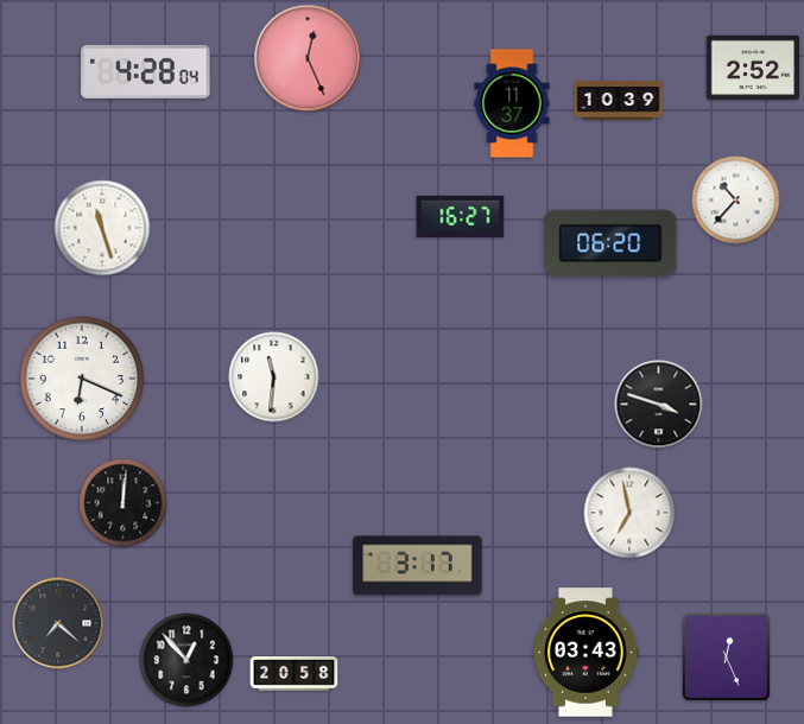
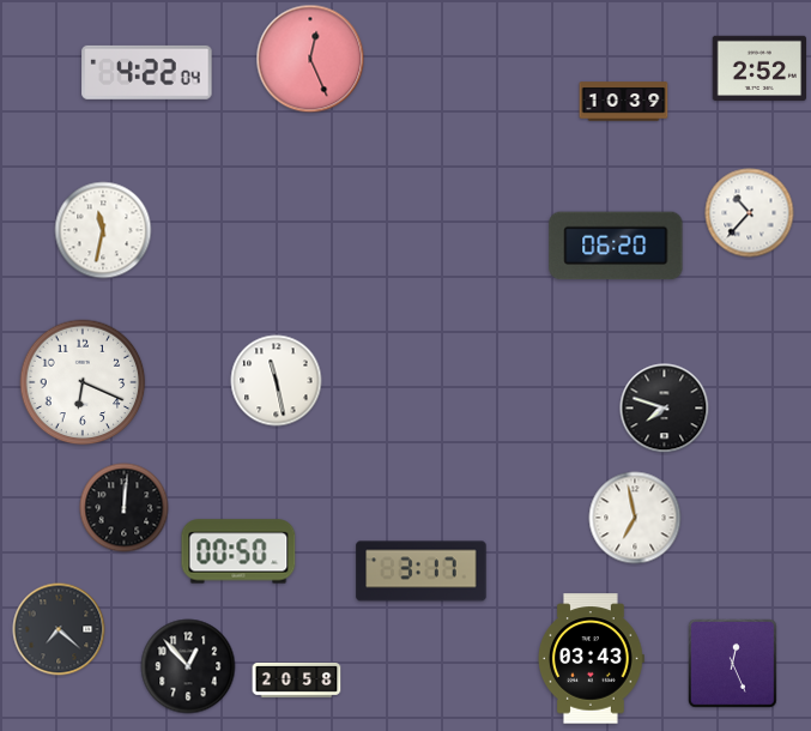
clock at (146, 71): 4:28 -> 4:22
clock at (512, 103): 11:37 -> none
clock at (736, 201) position: (736, 201) -> (750, 213)
clock at (461, 216): 16:27 -> none
clock at (102, 228): 11:27 -> 11:32
clock at (274, 377): 11:31 -> 11:28
clock at (659, 405): 3:48 -> 7:48
clock at (238, 551): none -> 00:50
